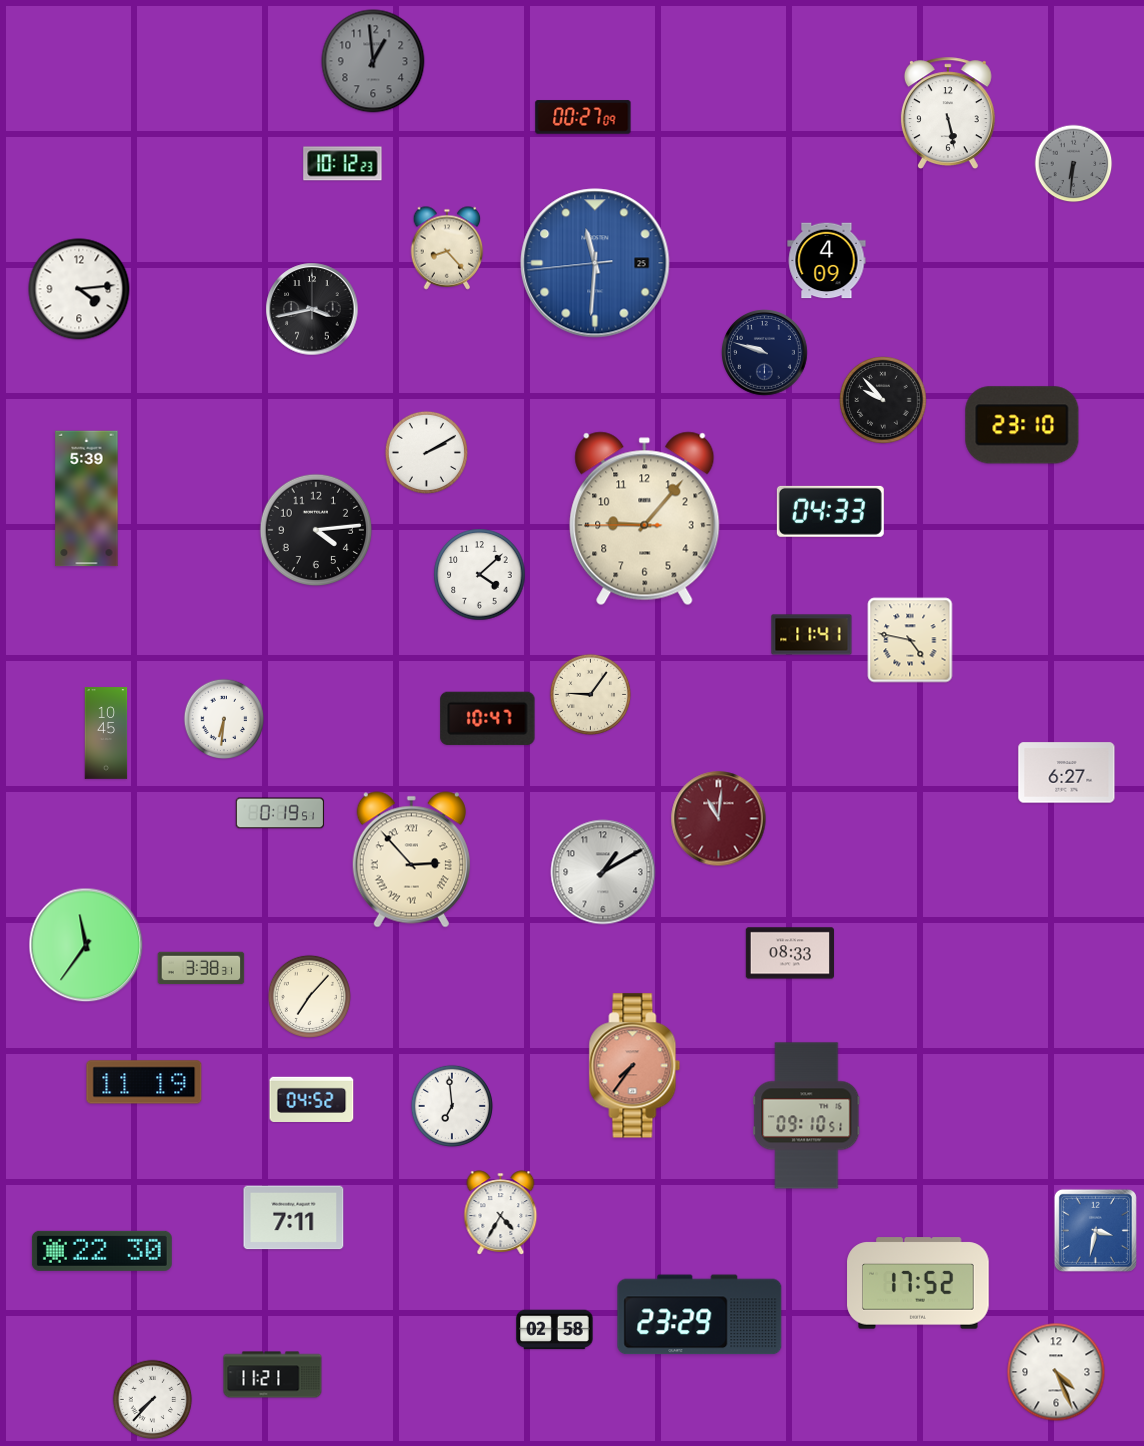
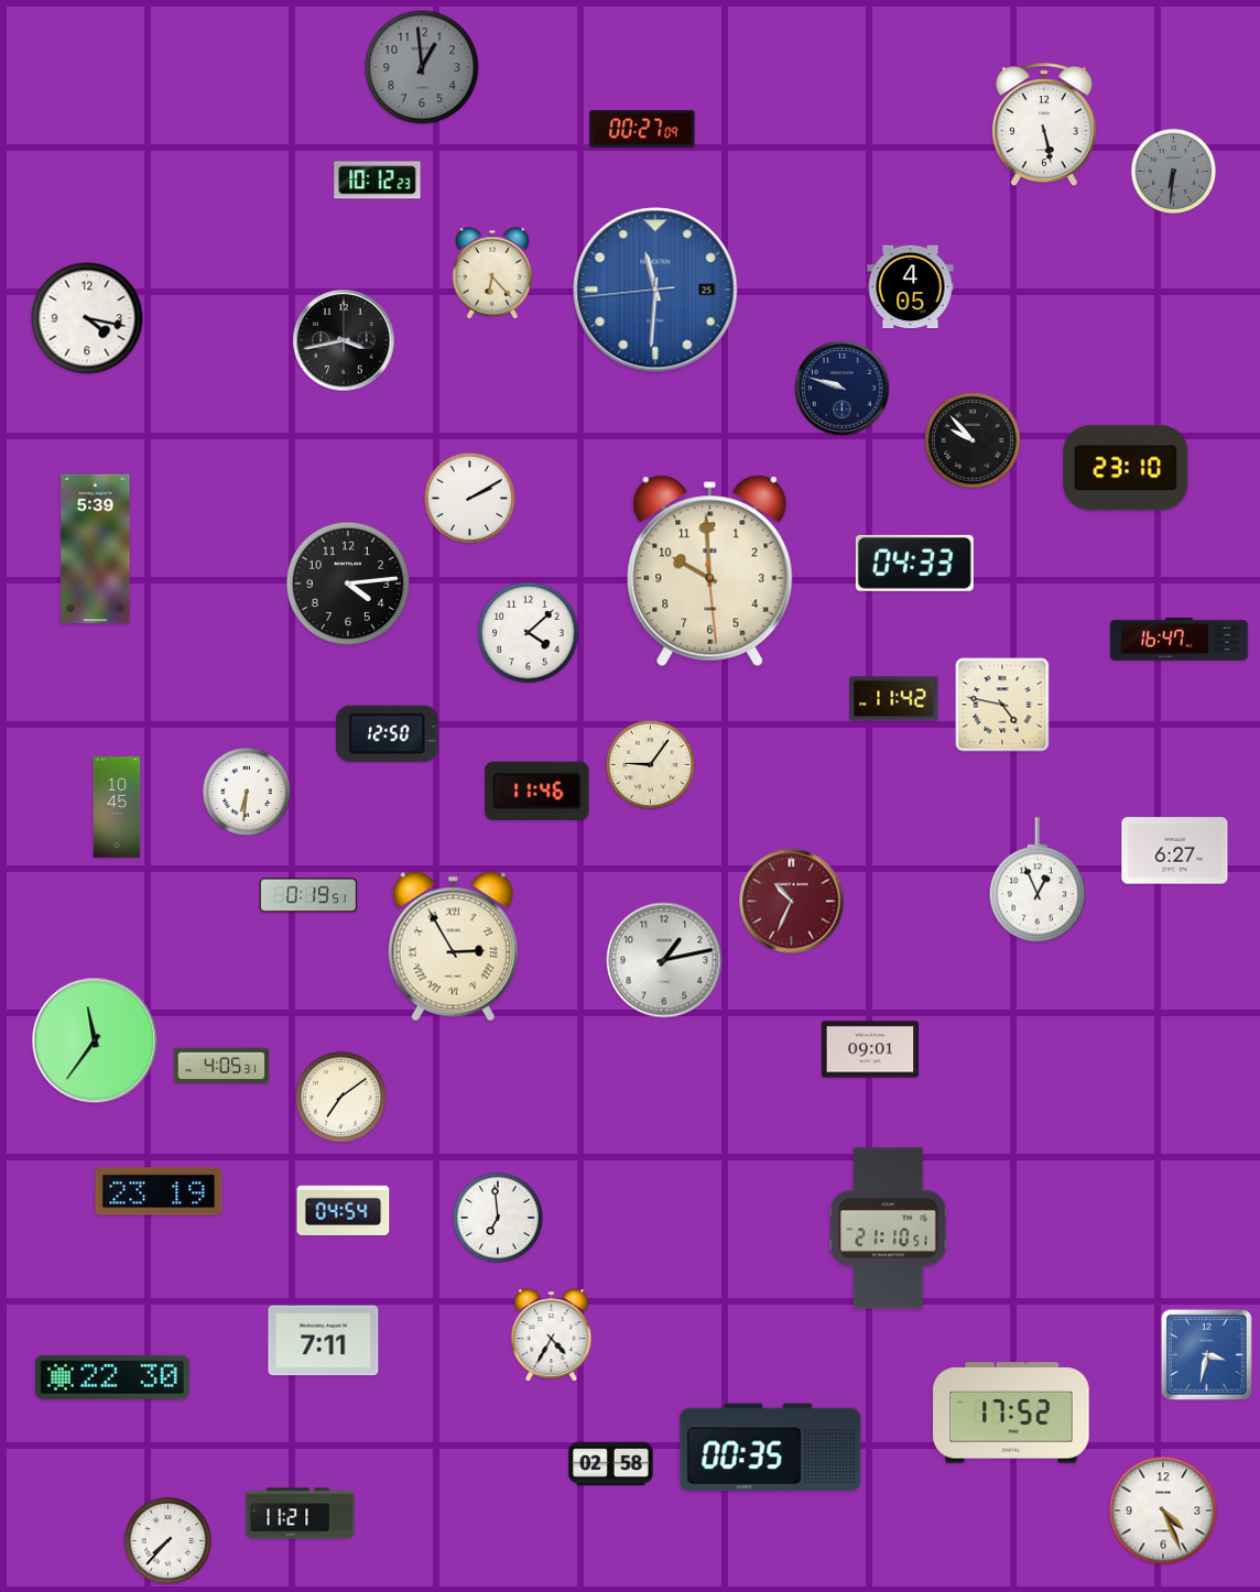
clock at (373, 61) position: (373, 61) -> (422, 67)
clock at (1074, 164) position: (1074, 164) -> (1174, 172)
clock at (447, 248): 8:23 -> 6:23
clock at (827, 261): 4:09 -> 4:05
clock at (79, 289): 4:14 -> 4:17
clock at (645, 519): 9:06 -> 9:59
clock at (1180, 640): none -> 16:47
clock at (812, 635): 11:41 -> 11:42
clock at (388, 733): none -> 12:50
clock at (488, 718): 10:47 -> 11:46
clock at (1038, 880): none -> 12:56
clock at (719, 819): 11:01 -> 10:34
clock at (411, 860): 2:53 -> 2:55
clock at (603, 872): 1:10 -> 1:13
clock at (789, 953): 08:33 -> 09:01
clock at (201, 968): 3:38 -> 4:05
clock at (309, 996): 7:07 -> 7:09
clock at (635, 1066): 7:36 -> none
clock at (144, 1082): 11:19 -> 23:19
clock at (312, 1099): 04:52 -> 04:54
clock at (807, 1116): 09:10 -> 21:10
clock at (700, 1315): 23:29 -> 00:35
